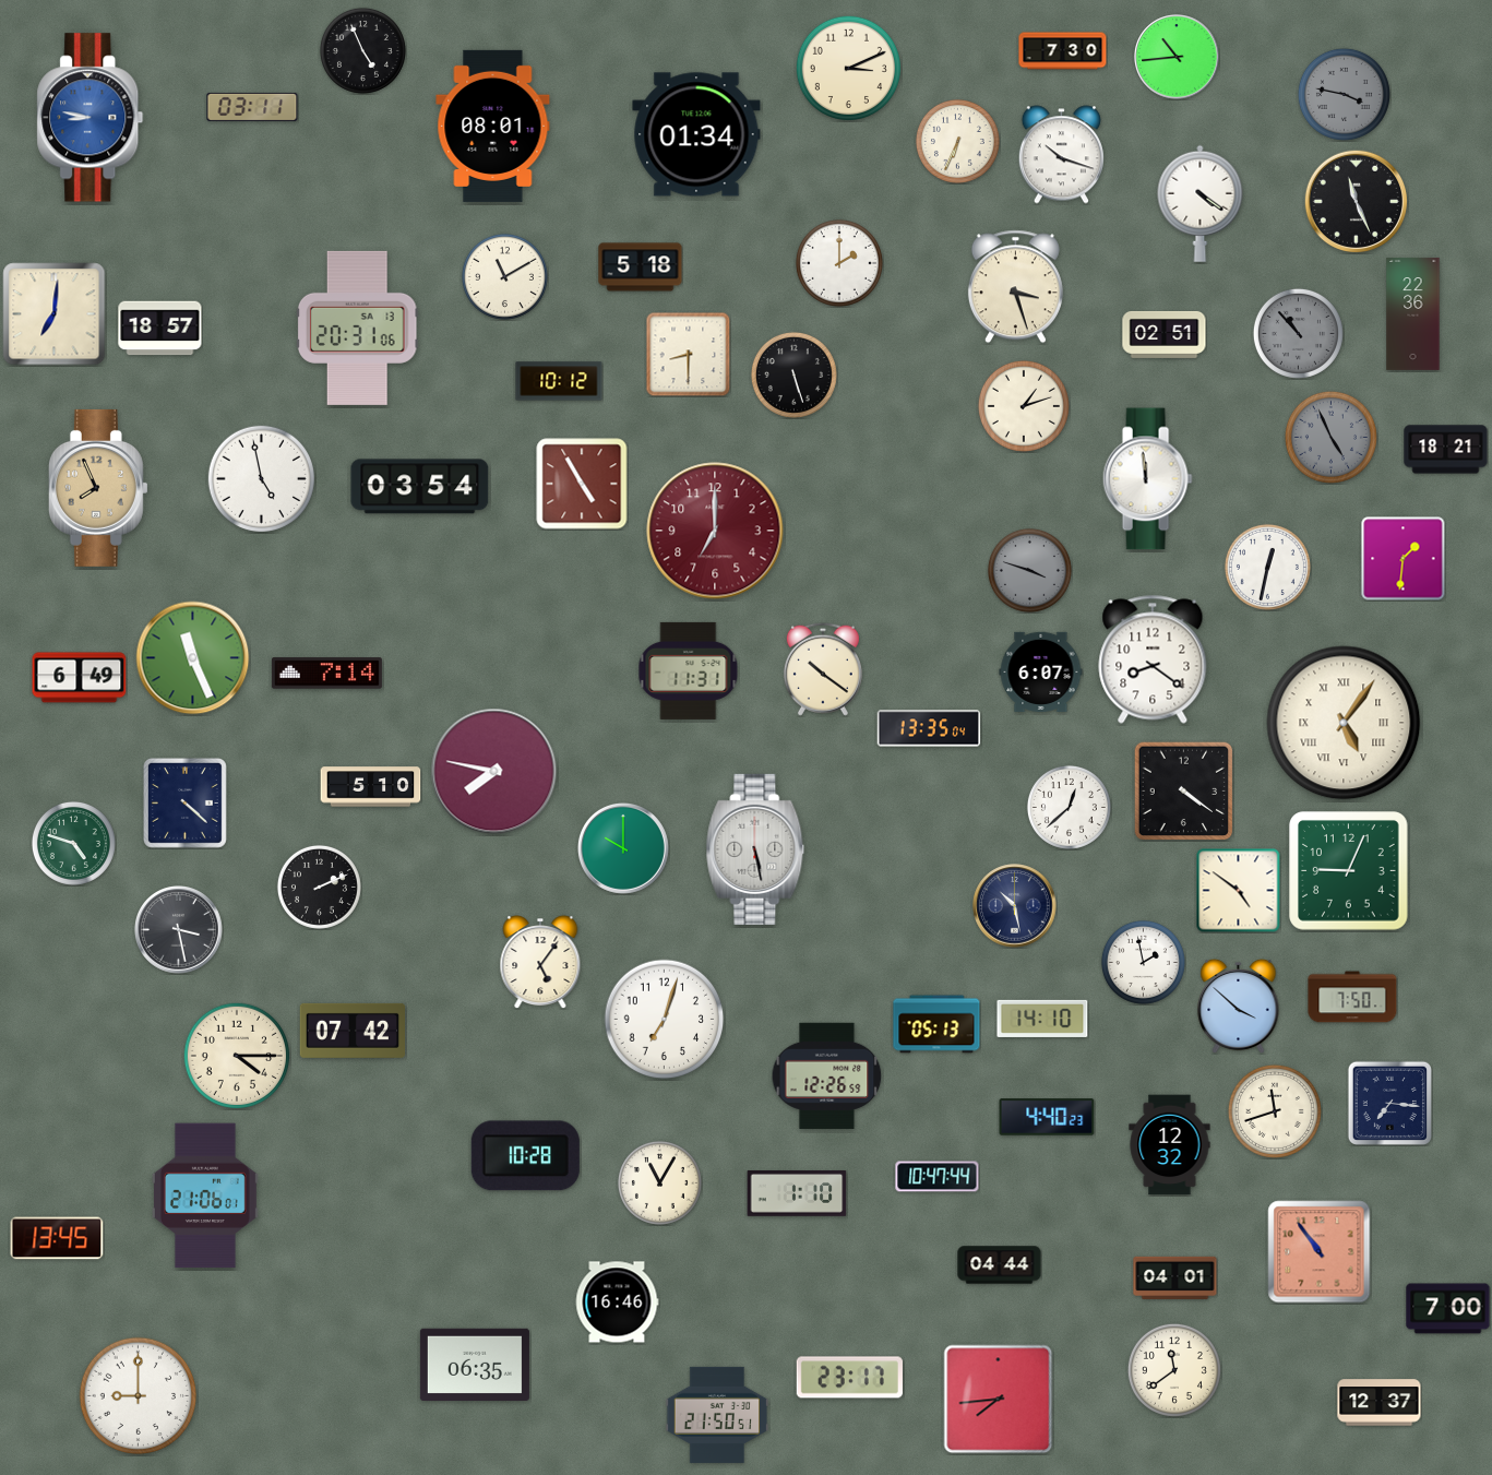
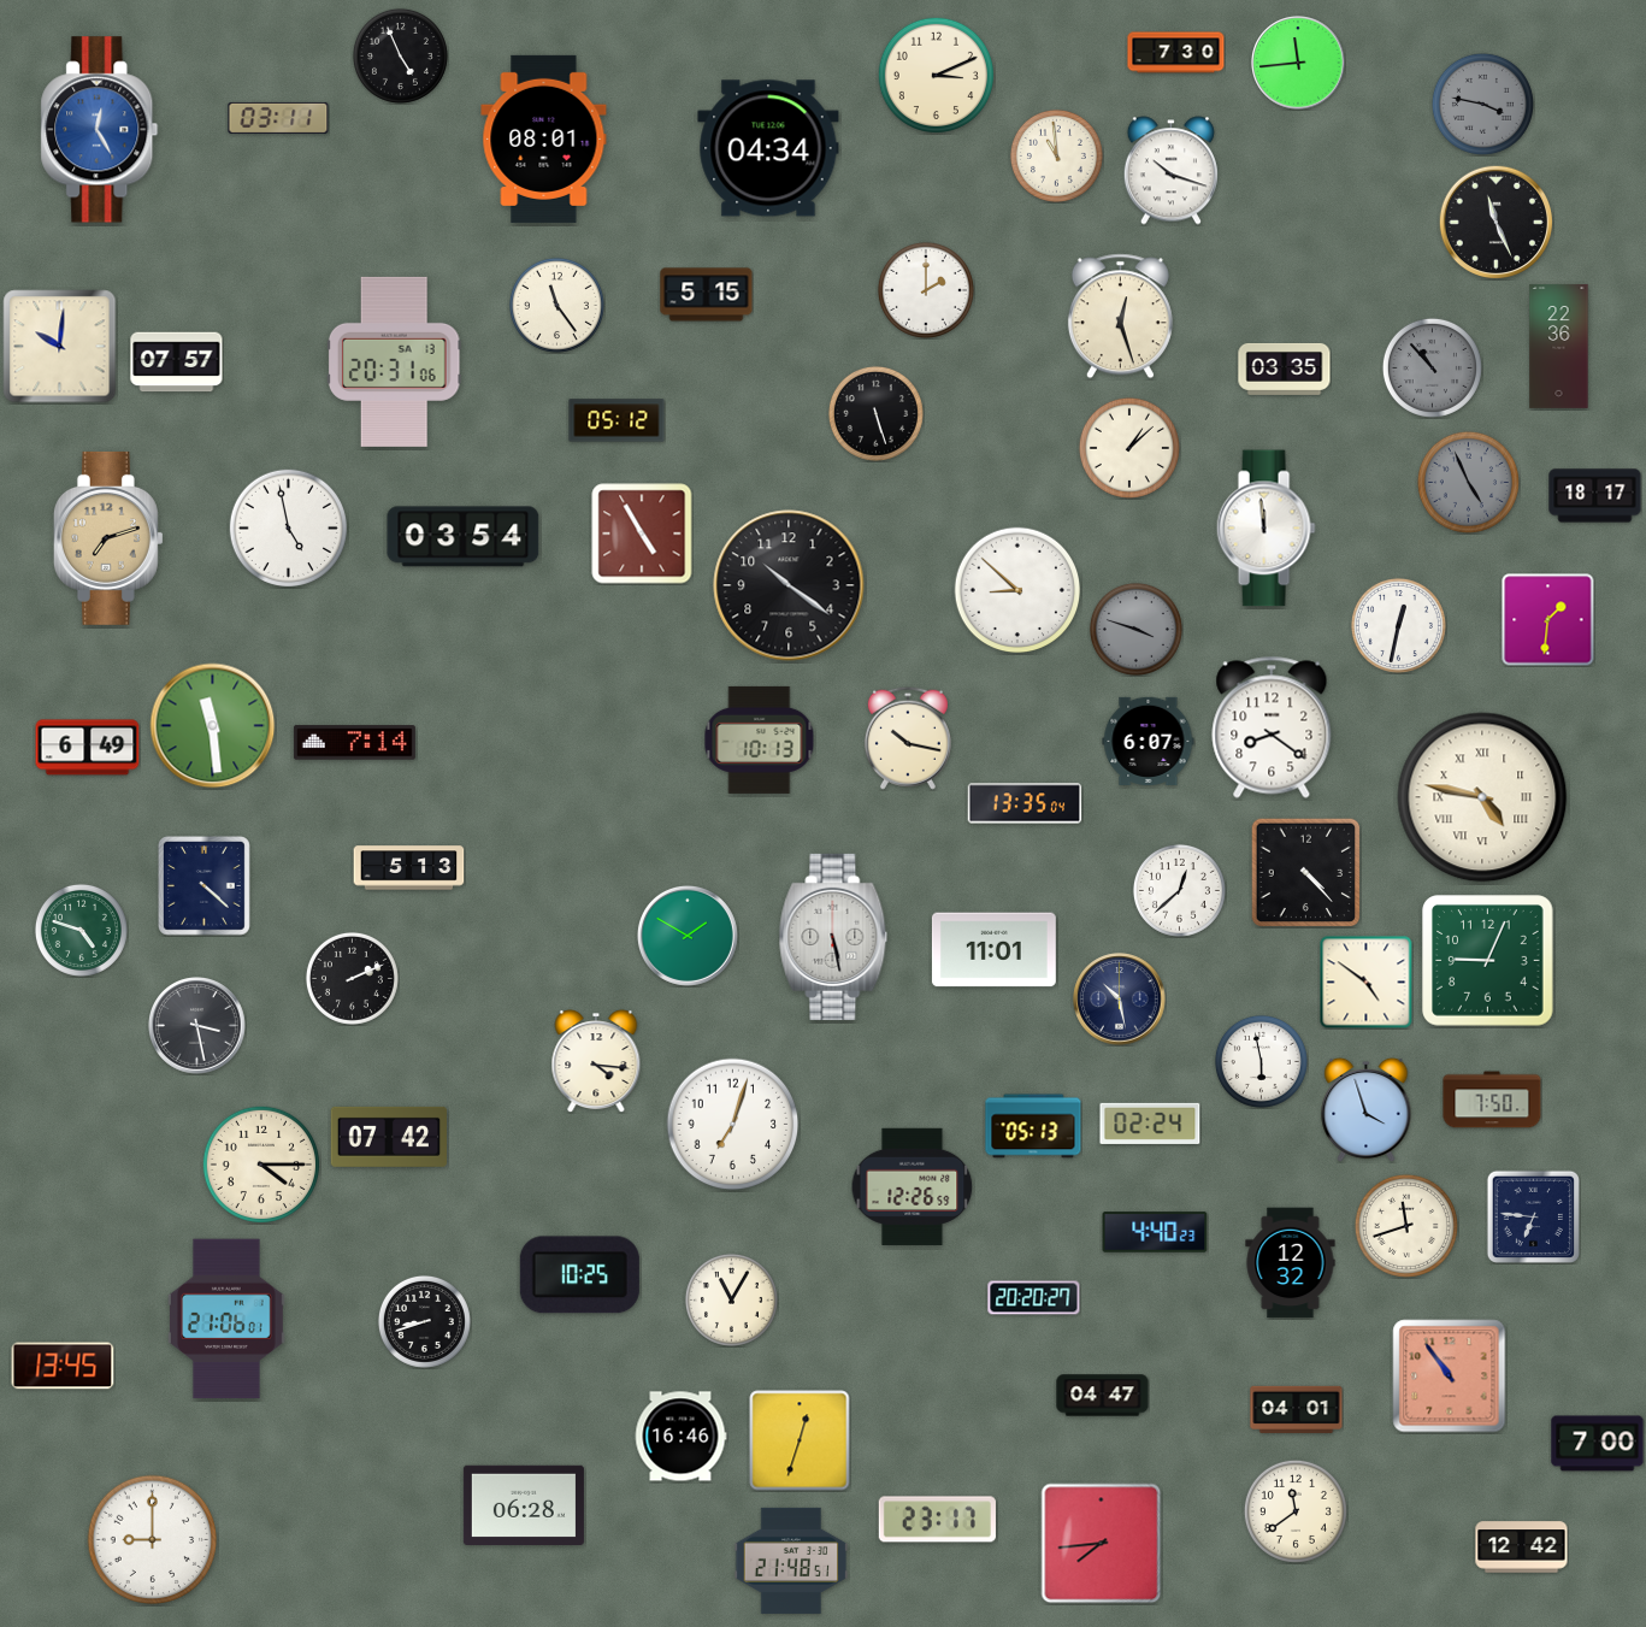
clock at (1063, 51) position: (1063, 51) -> (1176, 53)
clock at (1177, 57): 10:44 -> 11:44
clock at (91, 118): 8:47 -> 12:25
clock at (696, 134): 01:34 -> 04:34
clock at (957, 141): 6:34 -> 10:59
clock at (1201, 203): 4:21 -> none
clock at (641, 267): 5:18 -> 5:15
clock at (504, 276): 11:10 -> 11:24
clock at (1015, 287): 3:27 -> 12:27
clock at (55, 314): 7:01 -> 10:01
clock at (160, 329): 18:57 -> 07:57
clock at (1165, 334): 02:51 -> 03:35
clock at (688, 354): 8:30 -> none
clock at (559, 381): 10:12 -> 05:12
clock at (1024, 406): 1:12 -> 1:08
clock at (1446, 450): 18:21 -> 18:17
clock at (98, 488): 7:56 -> 7:12
clock at (715, 531): 7:00 -> 10:21
clock at (715, 531) dial: burgundy -> black
clock at (1017, 590): none -> 8:52
clock at (1404, 559) position: (1404, 559) -> (1548, 620)
clock at (193, 658): 11:26 -> 11:29
clock at (823, 669): 10:21 -> 10:17
clock at (689, 670): 11:31 -> 10:13
clock at (326, 674) position: (326, 674) -> (354, 743)
clock at (1344, 723): 5:06 -> 4:47
clock at (494, 772): 7:47 -> none
clock at (371, 787): 5:10 -> 5:13
clock at (1183, 790): 4:21 -> 4:23
clock at (623, 848): 10:00 -> 1:50
clock at (993, 950): none -> 11:01
clock at (540, 962): 5:06 -> 4:16
clock at (1143, 962): 1:58 -> 5:58
clock at (1239, 1006): 3:52 -> 3:57
clock at (1042, 1019): 14:10 -> 02:24
clock at (936, 1024) position: (936, 1024) -> (1033, 1126)
clock at (1389, 1103): 7:16 -> 6:46
clock at (525, 1156): 10:28 -> 10:25
clock at (938, 1177): 10:47 -> 20:20
clock at (659, 1182) position: (659, 1182) -> (731, 1299)
clock at (797, 1194): 1:10 -> none
clock at (424, 1321): none -> 8:42
clock at (1320, 1252) position: (1320, 1252) -> (1450, 1377)
clock at (1000, 1265): 04:44 -> 04:47
clock at (800, 1440): none -> 12:33
clock at (475, 1364): 06:35 -> 06:28
clock at (1380, 1403): 12:37 -> 12:42
clock at (717, 1415): 21:50 -> 21:48
